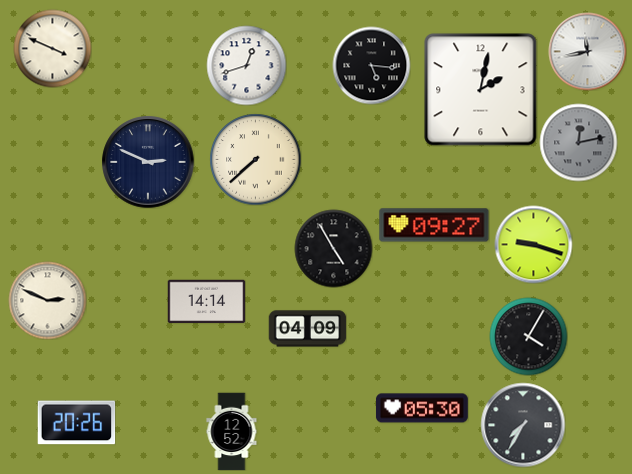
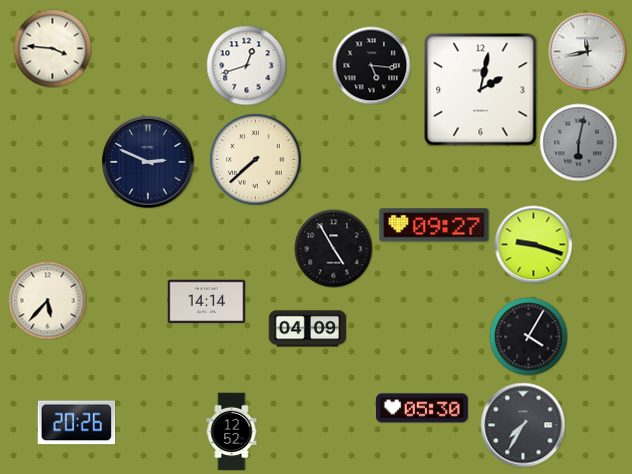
clock at (52, 48): 3:49 -> 3:46
clock at (578, 142): 12:13 -> 6:02
clock at (47, 300): 2:49 -> 5:37
